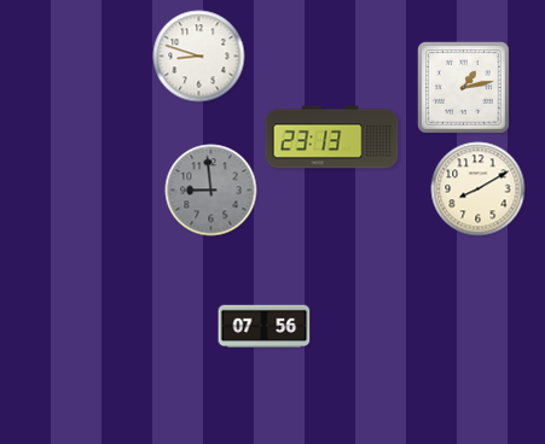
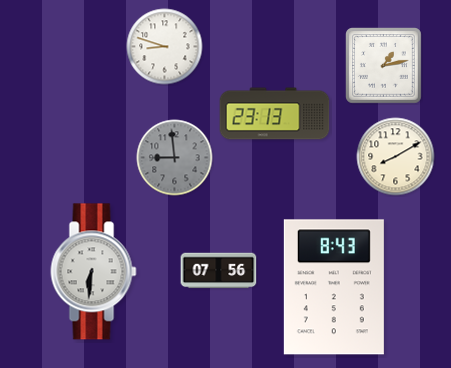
clock at (464, 88) position: (464, 88) -> (384, 66)
clock at (94, 272): none -> 6:31
clock at (334, 287): none -> 8:43
